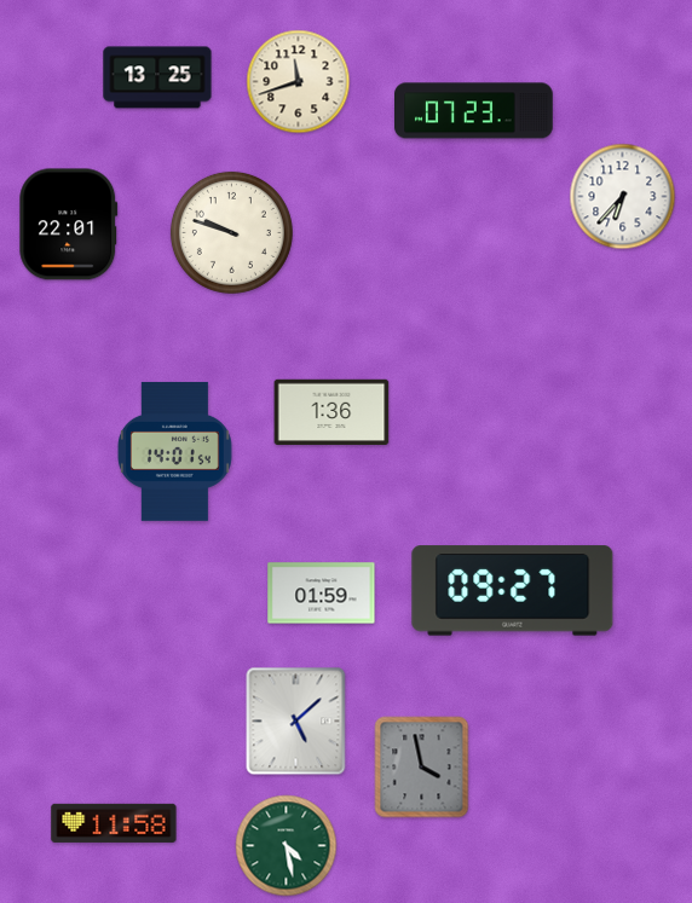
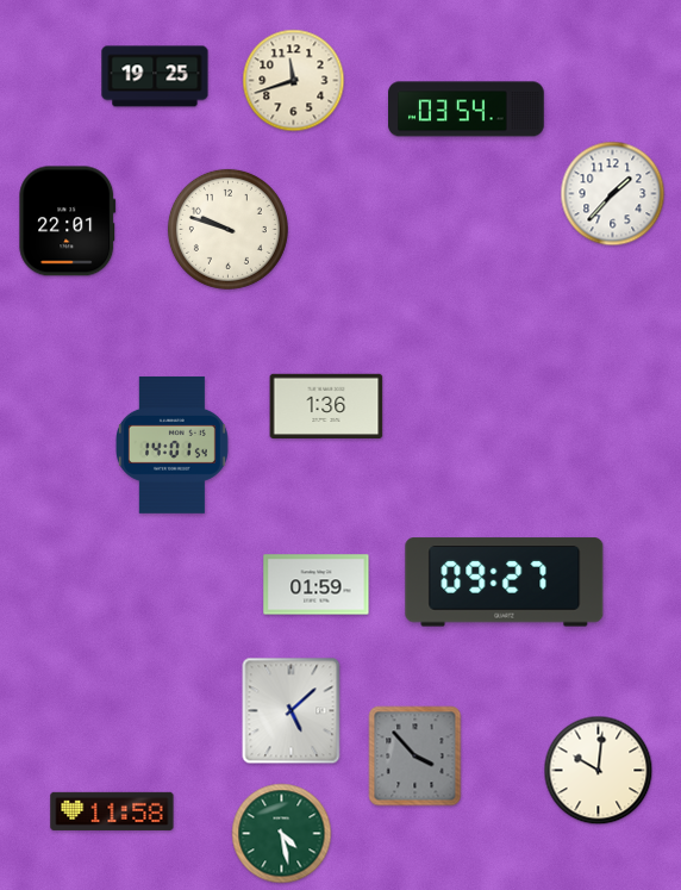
clock at (157, 77): 13:25 -> 19:25
clock at (474, 111): 07:23 -> 03:54
clock at (623, 197): 6:37 -> 1:37
clock at (422, 768): 3:58 -> 3:53
clock at (599, 771): none -> 10:01
